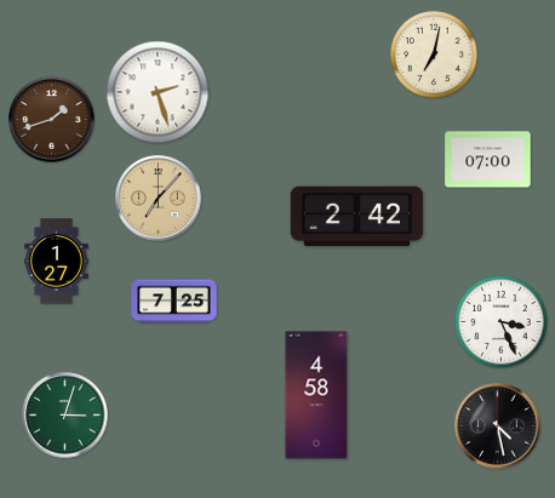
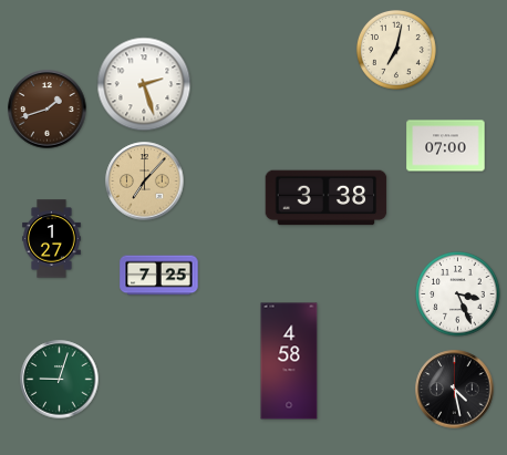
clock at (357, 217): 2:42 -> 3:38
clock at (65, 416): 3:03 -> 9:03
